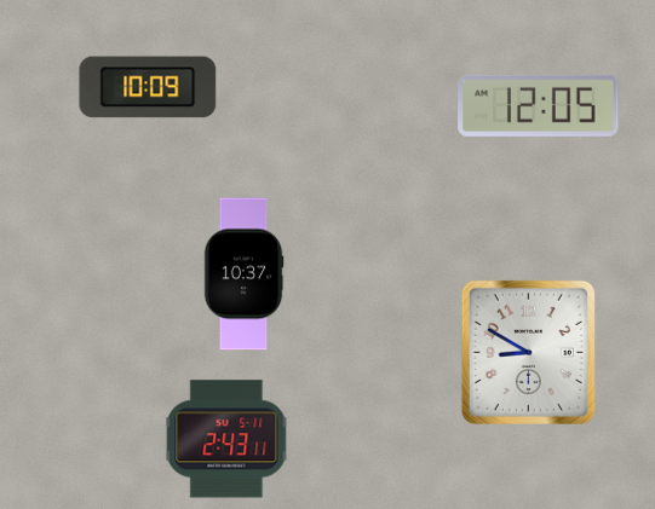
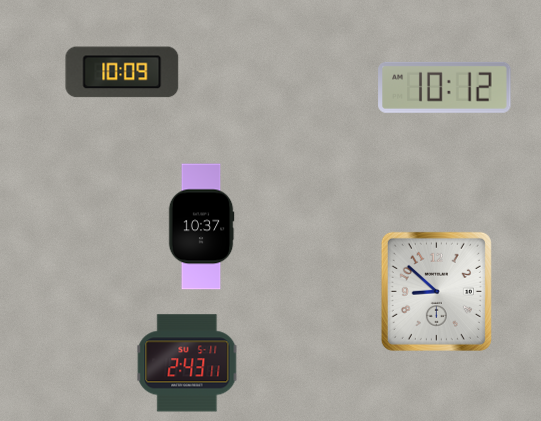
clock at (539, 105): 12:05 -> 10:12
clock at (528, 352): 8:50 -> 8:52
